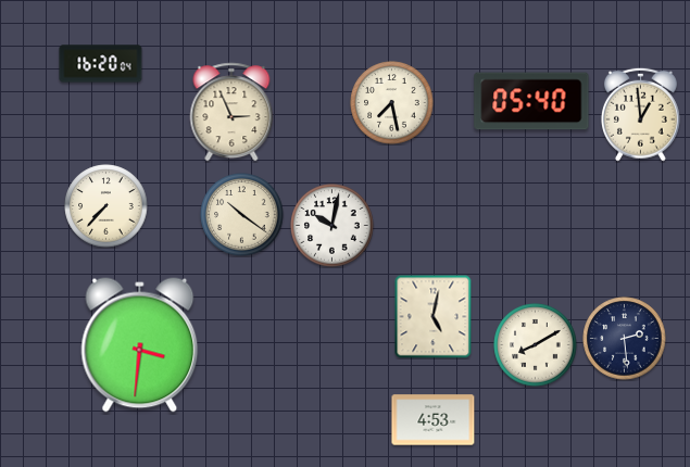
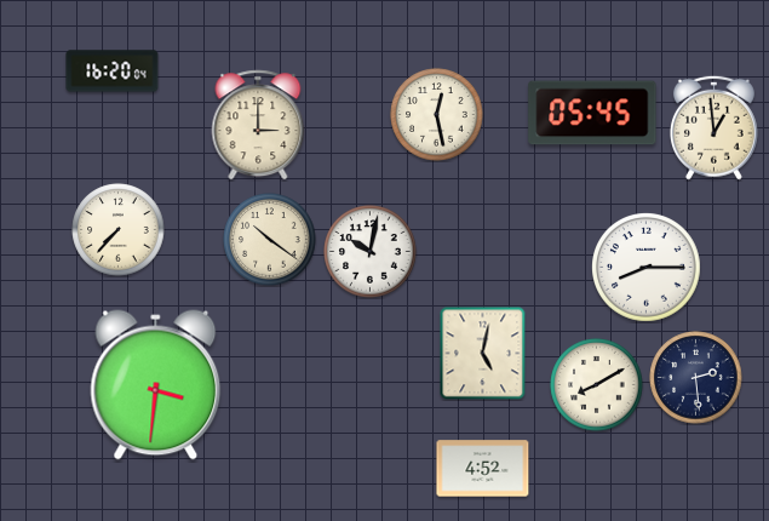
clock at (531, 101): 05:40 -> 05:45
clock at (392, 103): 7:28 -> 12:28
clock at (231, 112): 2:56 -> 3:00
clock at (647, 268): none -> 8:15
clock at (434, 420): 4:53 -> 4:52
